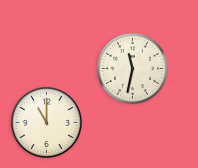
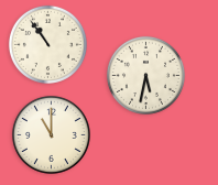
clock at (47, 44): none -> 10:54
clock at (132, 68): 11:32 -> 5:32
